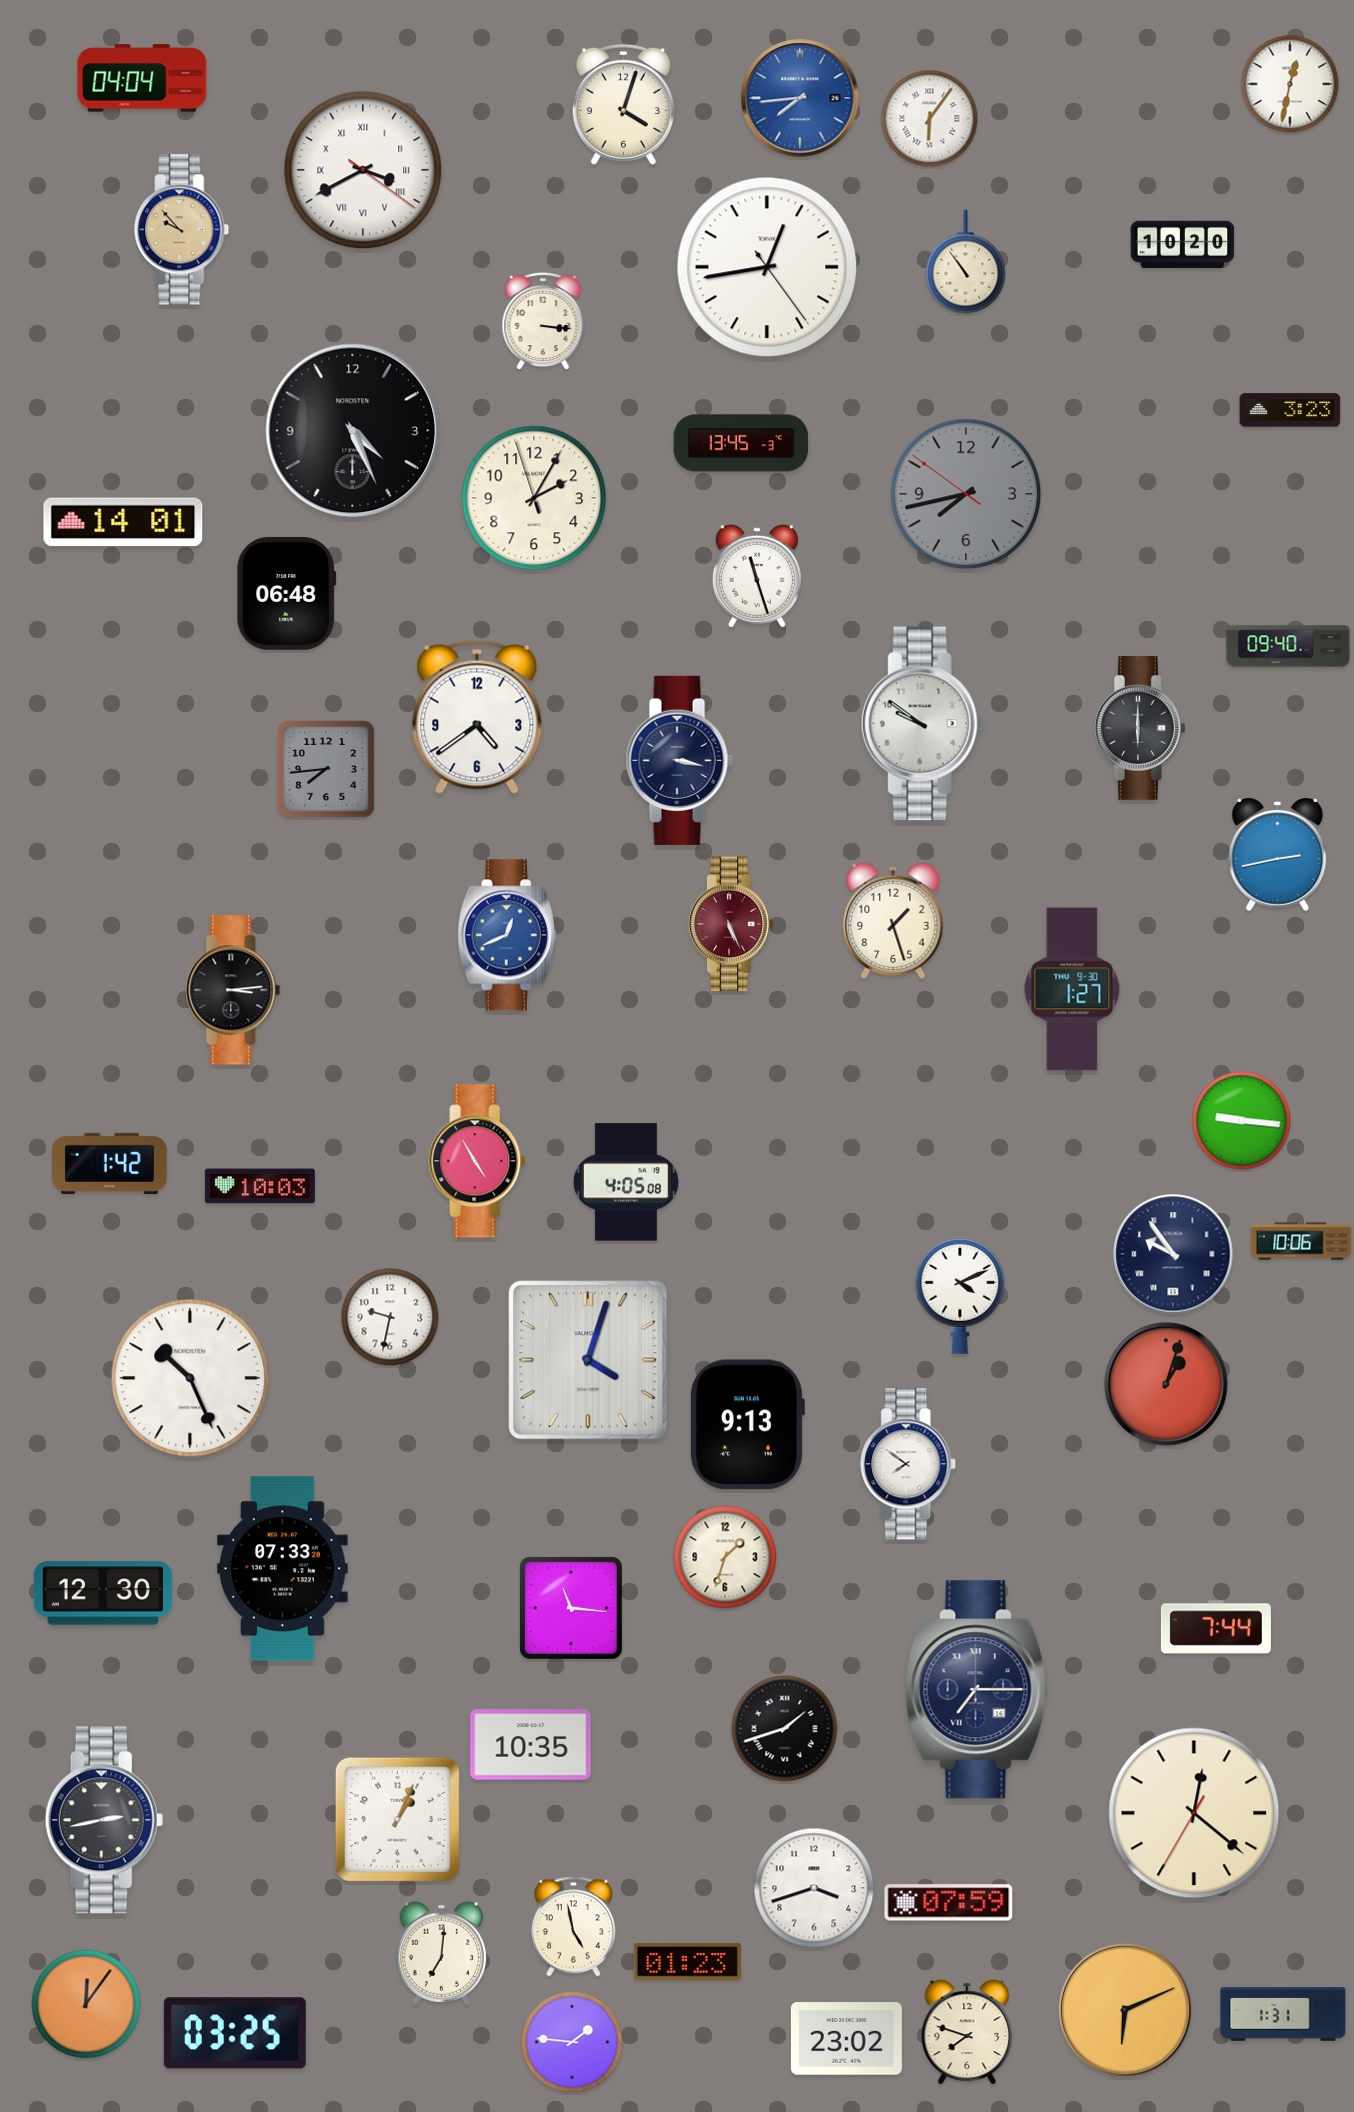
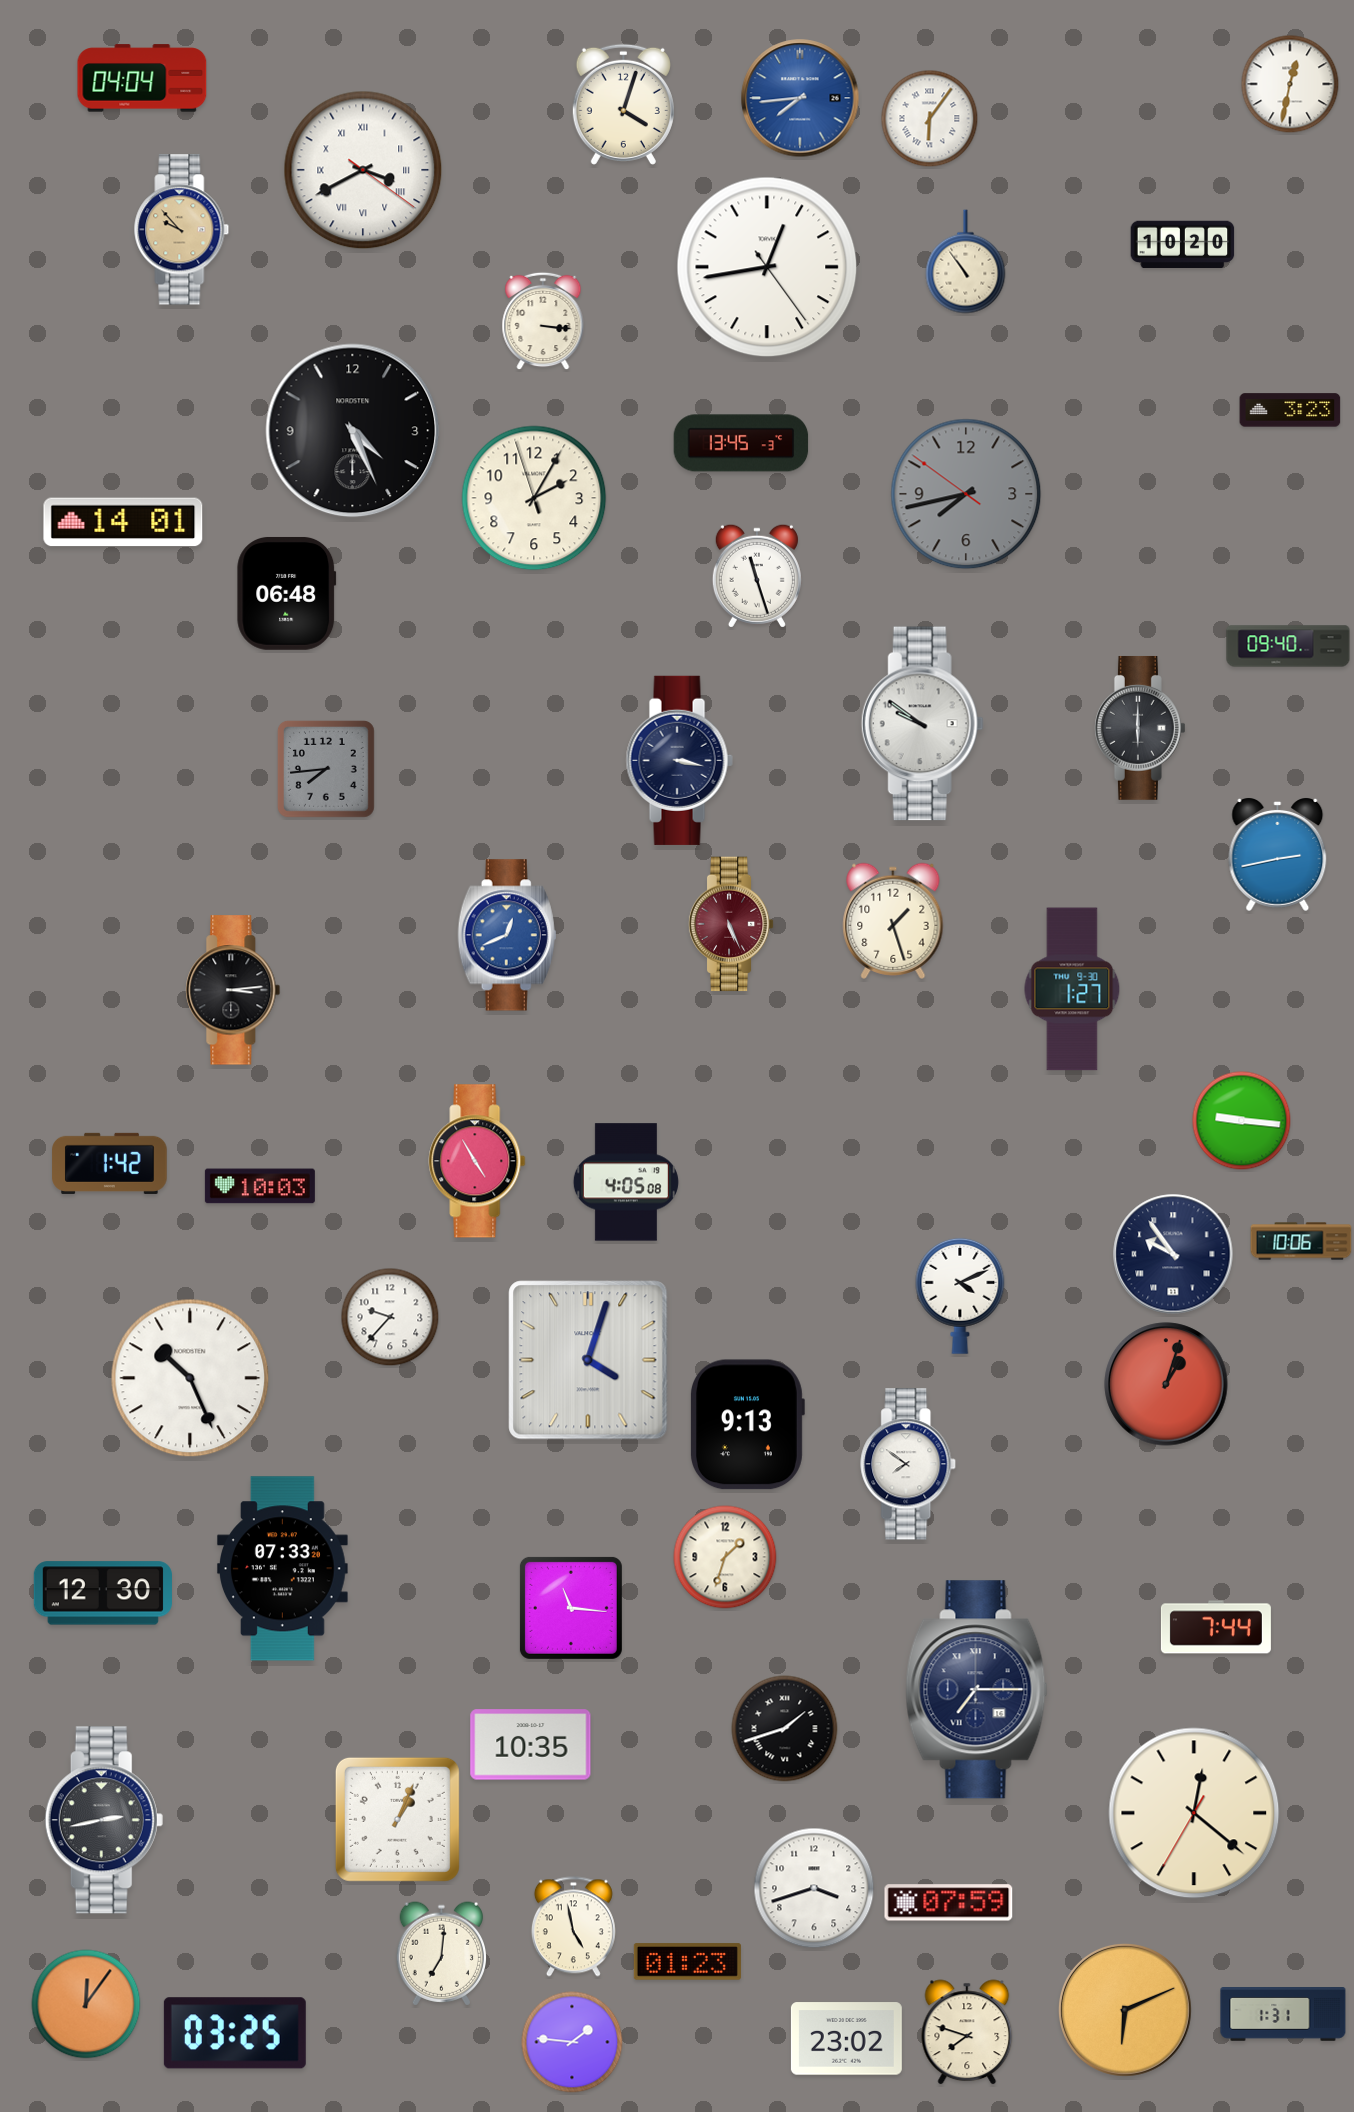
clock at (477, 717): 4:39 -> none
clock at (390, 1317): 9:32 -> 9:37
